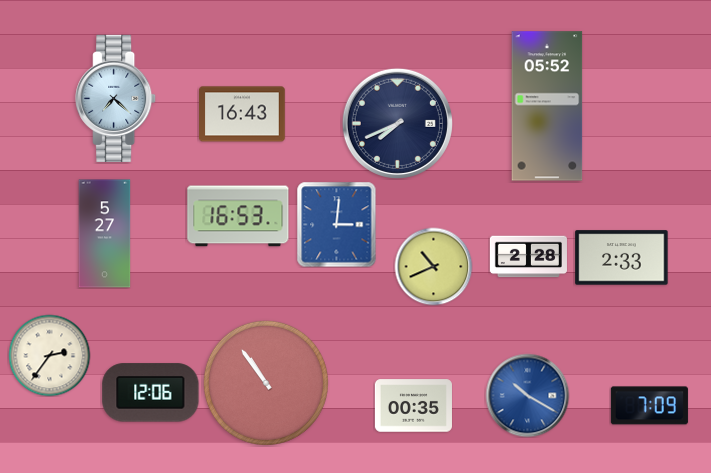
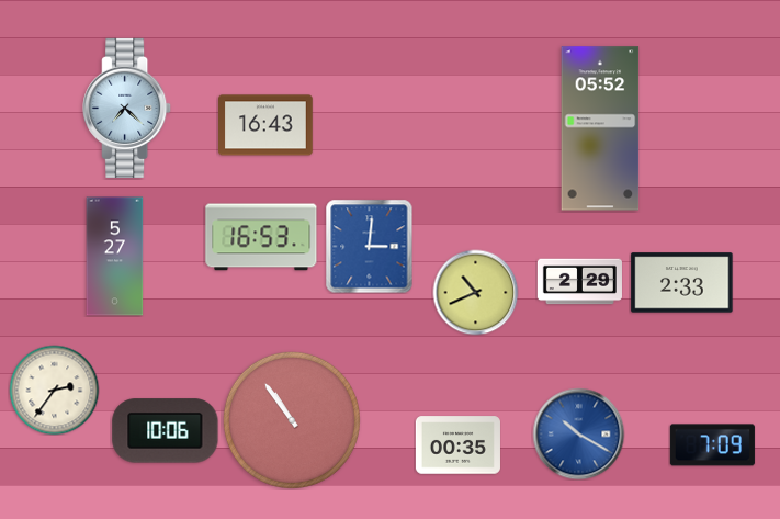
clock at (547, 106) position: (547, 106) -> (600, 128)
clock at (397, 123): 7:41 -> none
clock at (528, 257): 2:28 -> 2:29
clock at (151, 393): 12:06 -> 10:06
clock at (413, 406) position: (413, 406) -> (457, 445)
